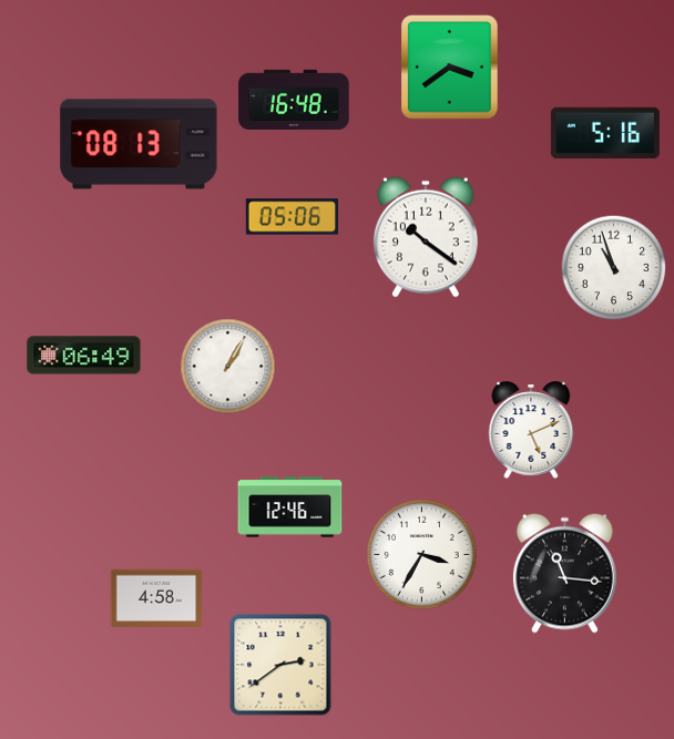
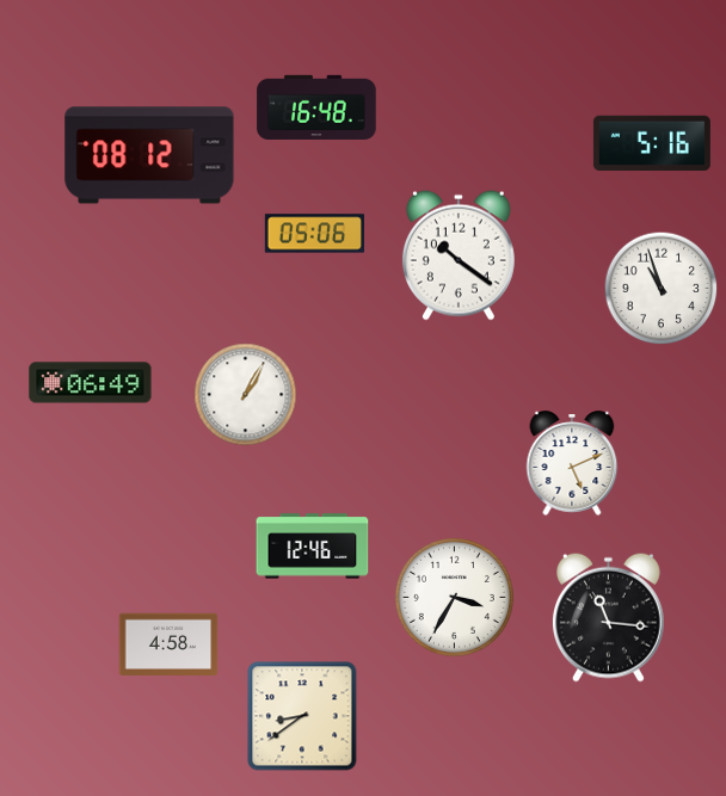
clock at (450, 68): 3:39 -> none
clock at (139, 144): 08:13 -> 08:12
clock at (280, 665): 2:39 -> 8:39
